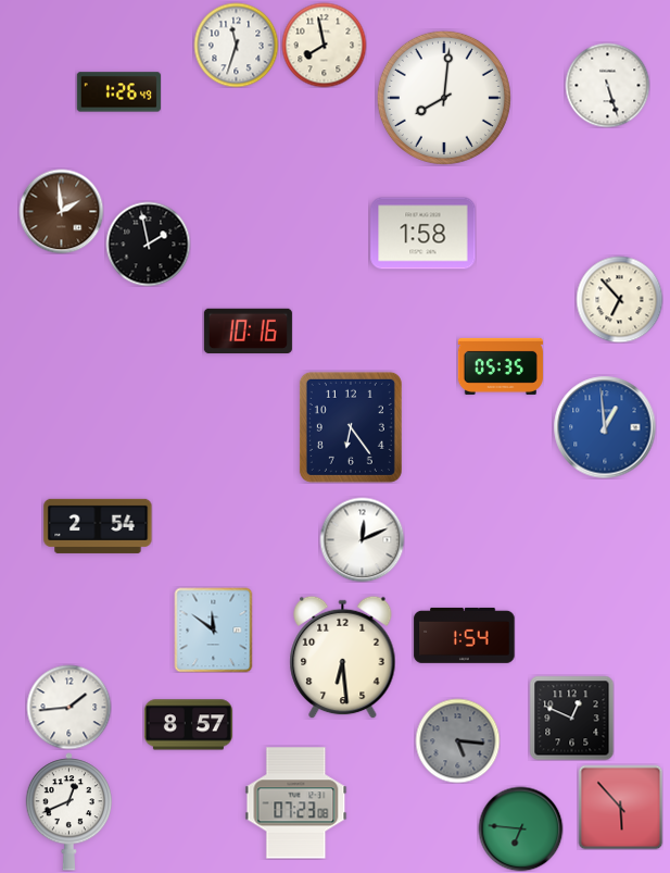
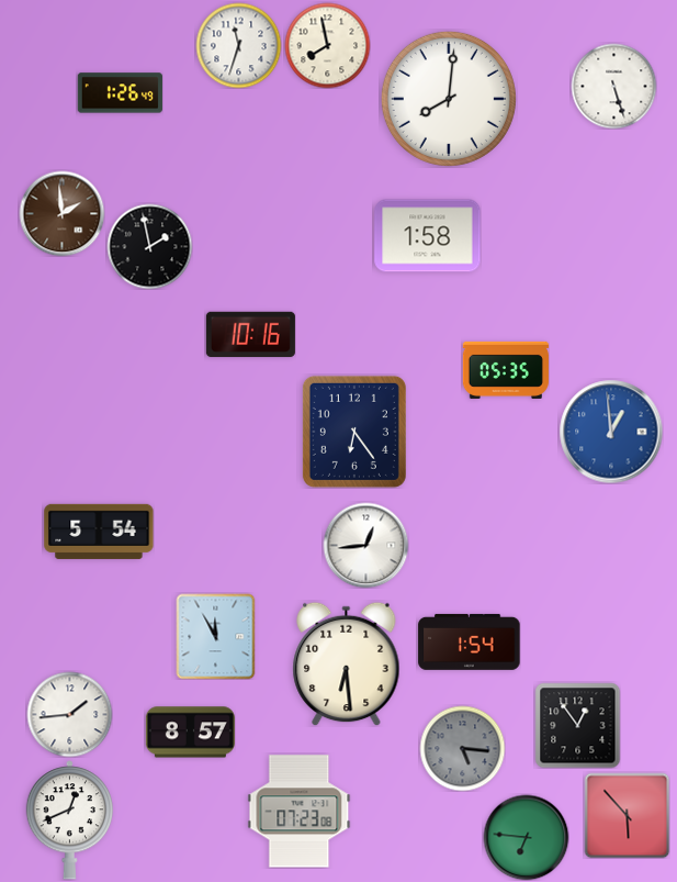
clock at (619, 299): 6:53 -> none
clock at (98, 526): 2:54 -> 5:54
clock at (362, 539): 12:11 -> 12:44
clock at (214, 629): 11:51 -> 11:55
clock at (571, 718): 12:49 -> 12:54
